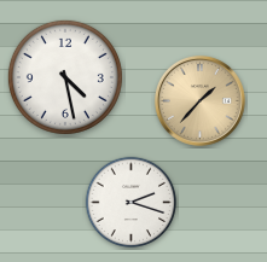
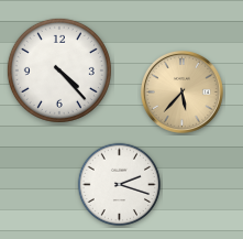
clock at (65, 77): 4:28 -> 4:23
clock at (199, 100): 1:37 -> 5:37
